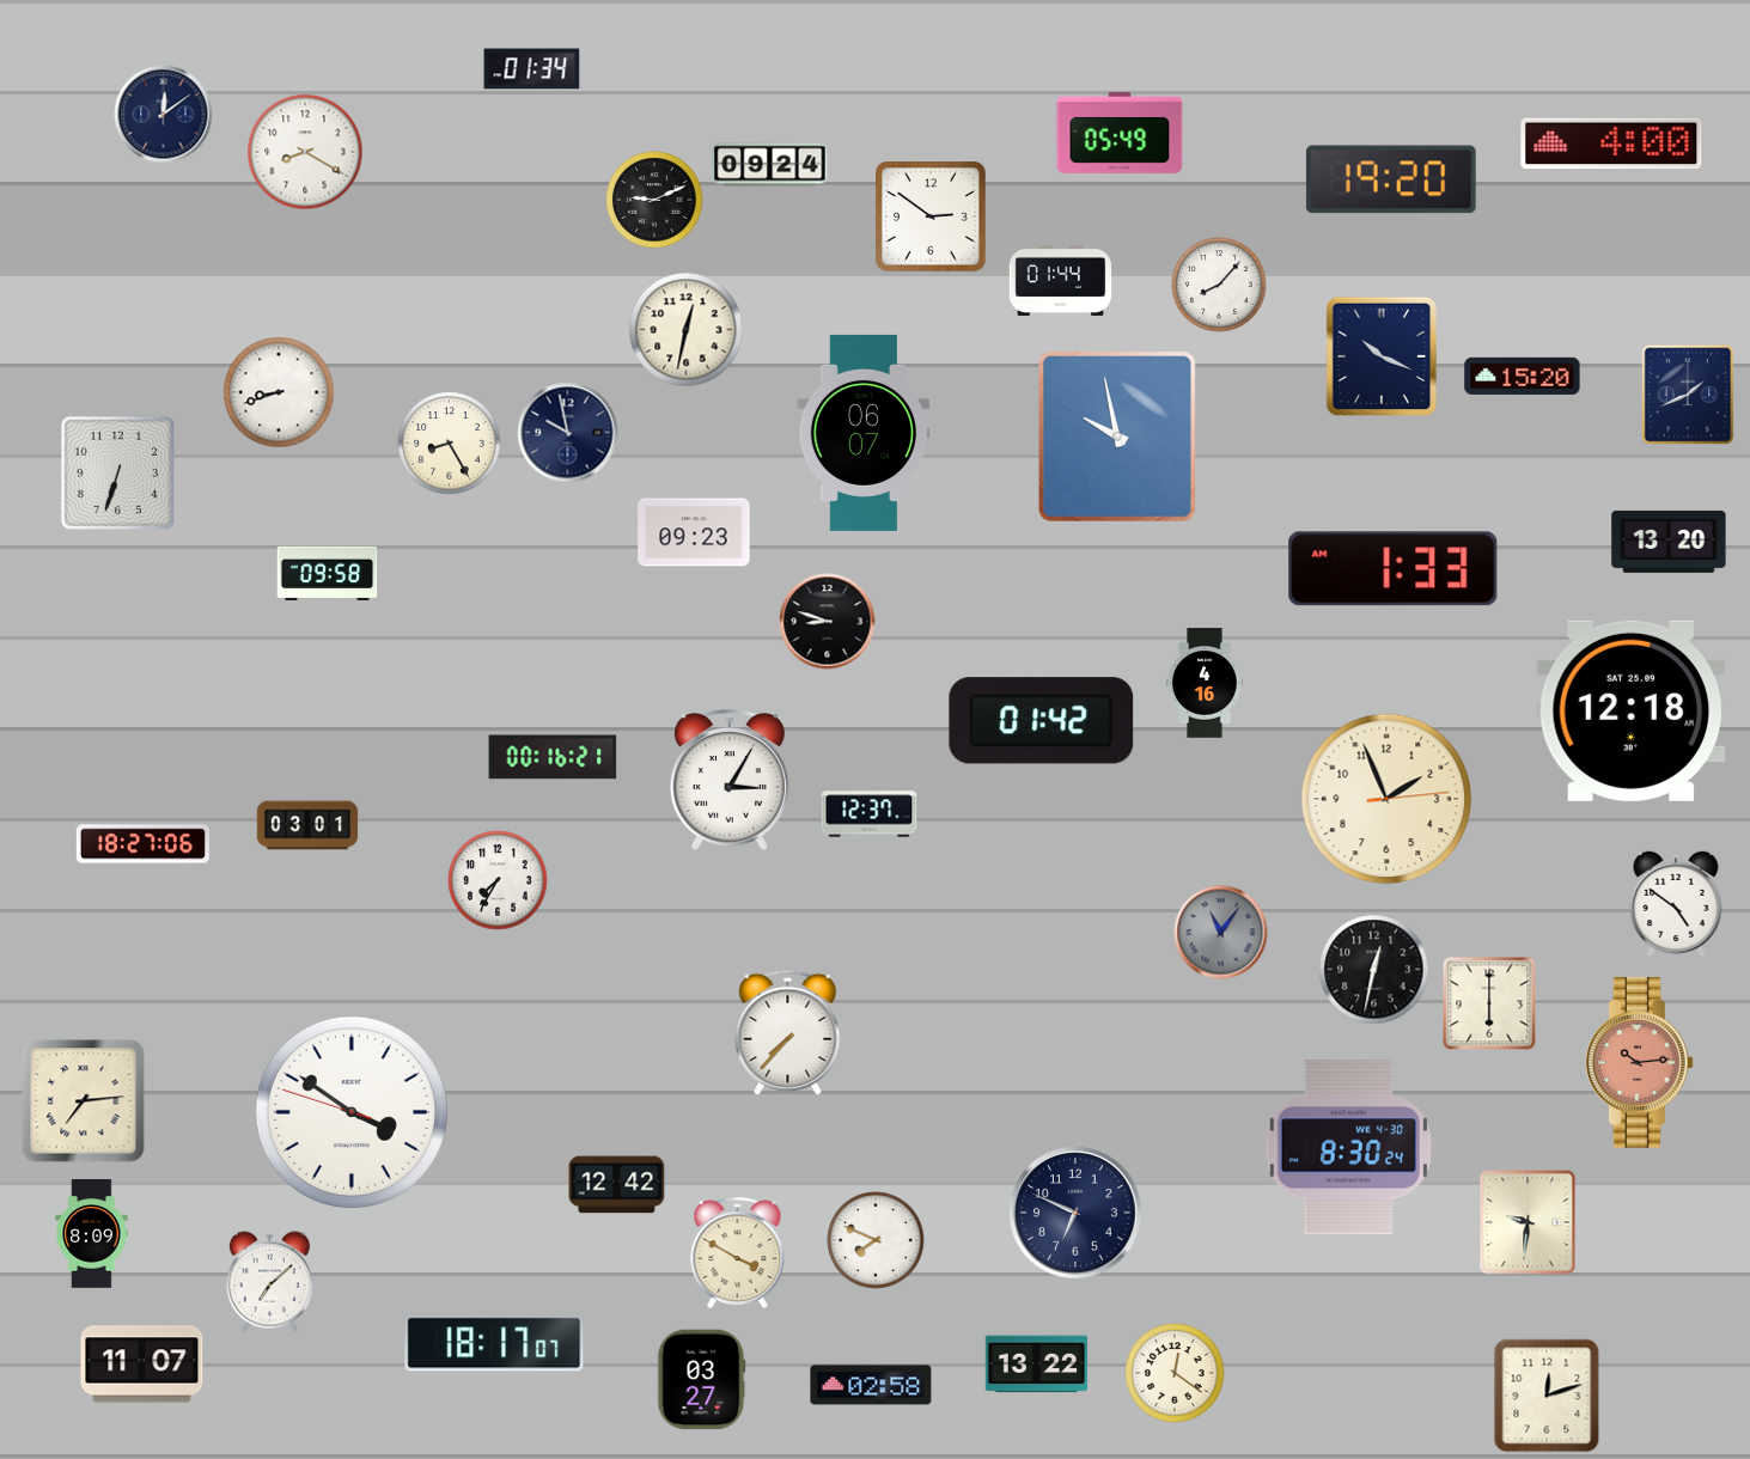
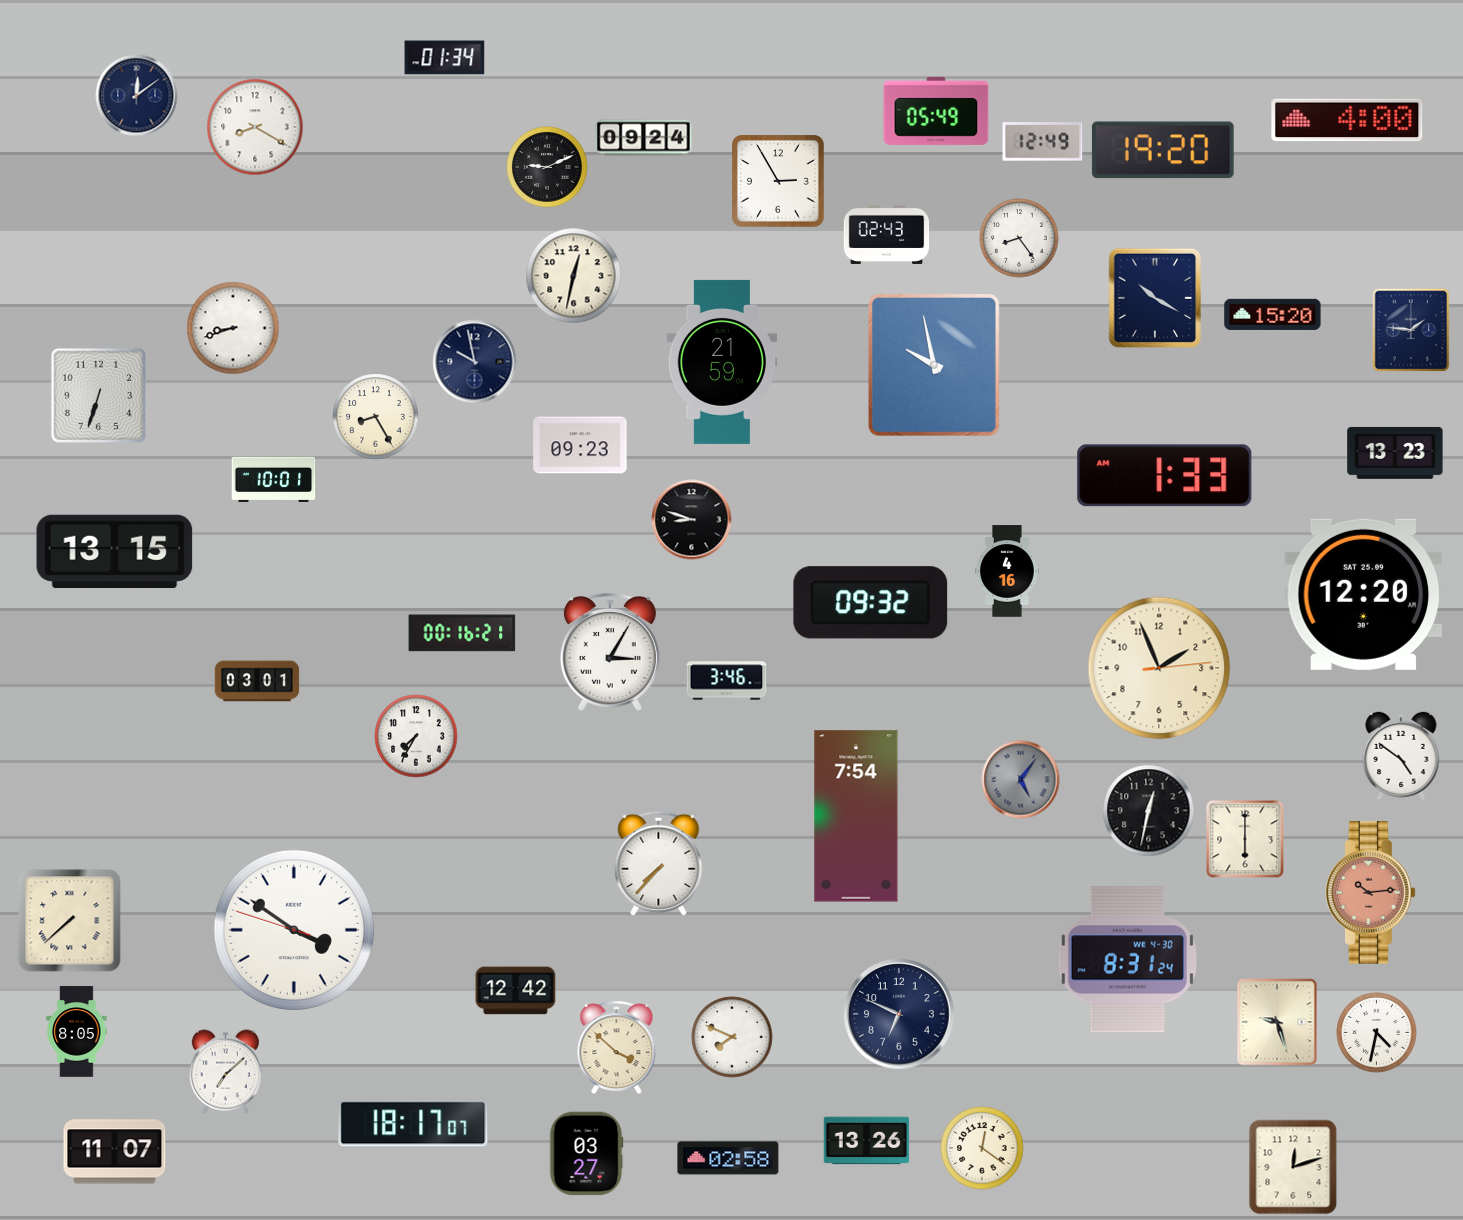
clock at (1043, 142): none -> 12:49
clock at (931, 216): 2:51 -> 2:55
clock at (1061, 280): 01:44 -> 02:43
clock at (1219, 285): 8:07 -> 8:24
clock at (1382, 356): 10:19 -> 10:20
clock at (1688, 395): 1:41 -> 1:46
clock at (864, 433): 06:07 -> 21:59
clock at (450, 444) position: (450, 444) -> (376, 417)
clock at (1669, 542): 13:20 -> 13:23
clock at (328, 573): 09:58 -> 10:01
clock at (115, 551): none -> 13:15
clock at (1632, 710): 12:18 -> 12:20
clock at (1042, 721): 01:42 -> 09:32
clock at (870, 814): 12:37 -> 3:46
clock at (307, 825) position: (307, 825) -> (257, 681)
clock at (142, 844): 18:27 -> none
clock at (1221, 933): 11:06 -> 5:06
clock at (856, 816): none -> 7:54
clock at (1640, 1063) position: (1640, 1063) -> (1371, 893)
clock at (84, 1101): 7:14 -> 7:38
clock at (1348, 1148): 8:30 -> 8:31
clock at (1528, 1222): 9:31 -> 9:27
clock at (92, 1234): 8:09 -> 8:05
clock at (1377, 1033): none -> 4:32
clock at (738, 1253): 3:50 -> 3:52
clock at (142, 1365) position: (142, 1365) -> (115, 1152)
clock at (1037, 1365): 13:22 -> 13:26
